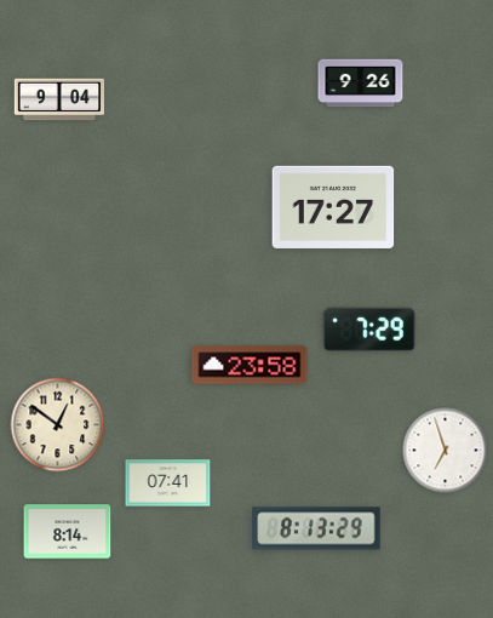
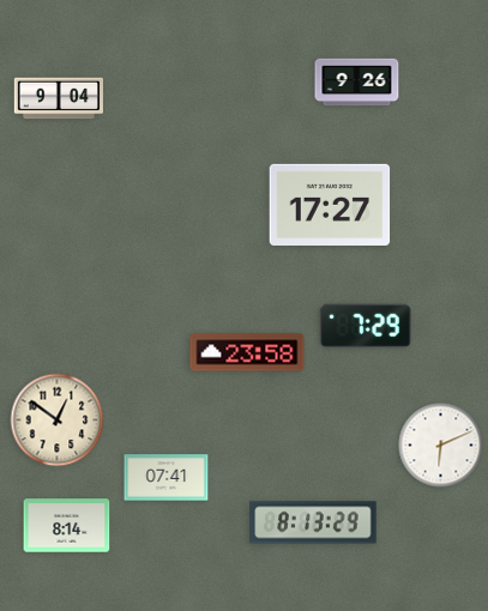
clock at (250, 365) position: (250, 365) -> (247, 352)
clock at (446, 451): 6:57 -> 6:11
